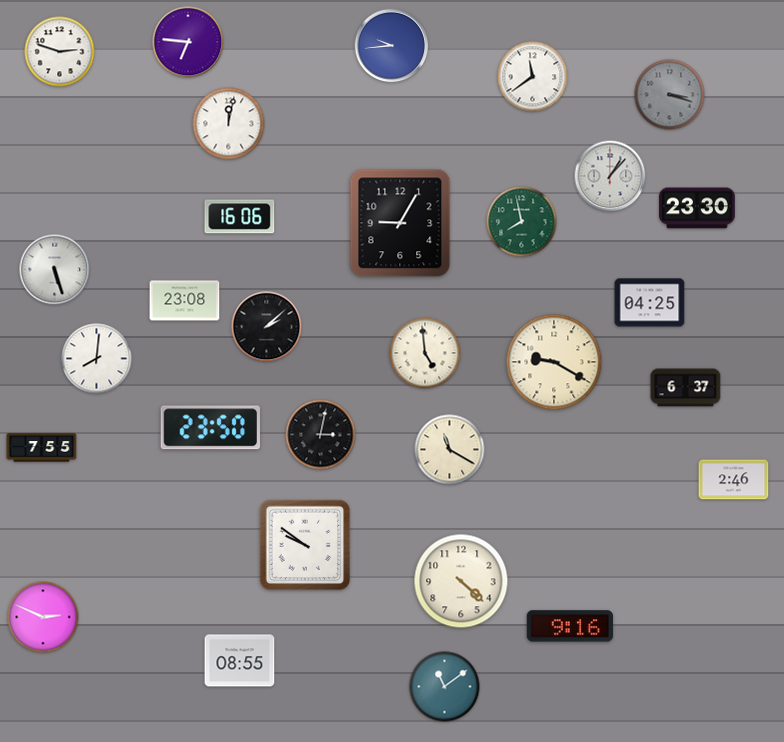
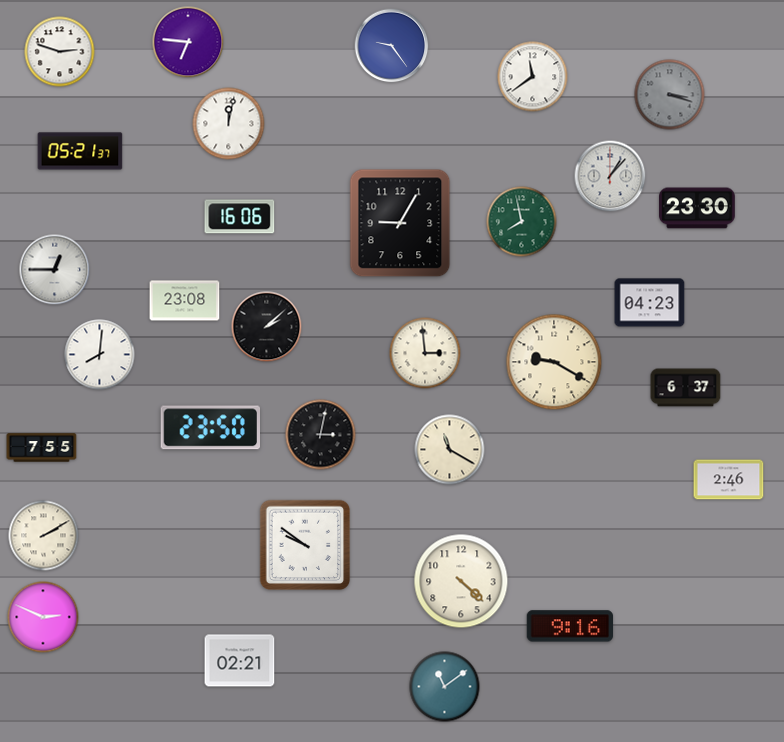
clock at (392, 46): 9:44 -> 9:24
clock at (80, 151): none -> 05:21
clock at (55, 270): 5:27 -> 12:45
clock at (650, 303): 04:25 -> 04:23
clock at (425, 353): 4:59 -> 2:59
clock at (97, 359) position: (97, 359) -> (100, 355)
clock at (734, 480) position: (734, 480) -> (729, 480)
clock at (44, 536): none -> 2:10
clock at (240, 661): 08:55 -> 02:21
